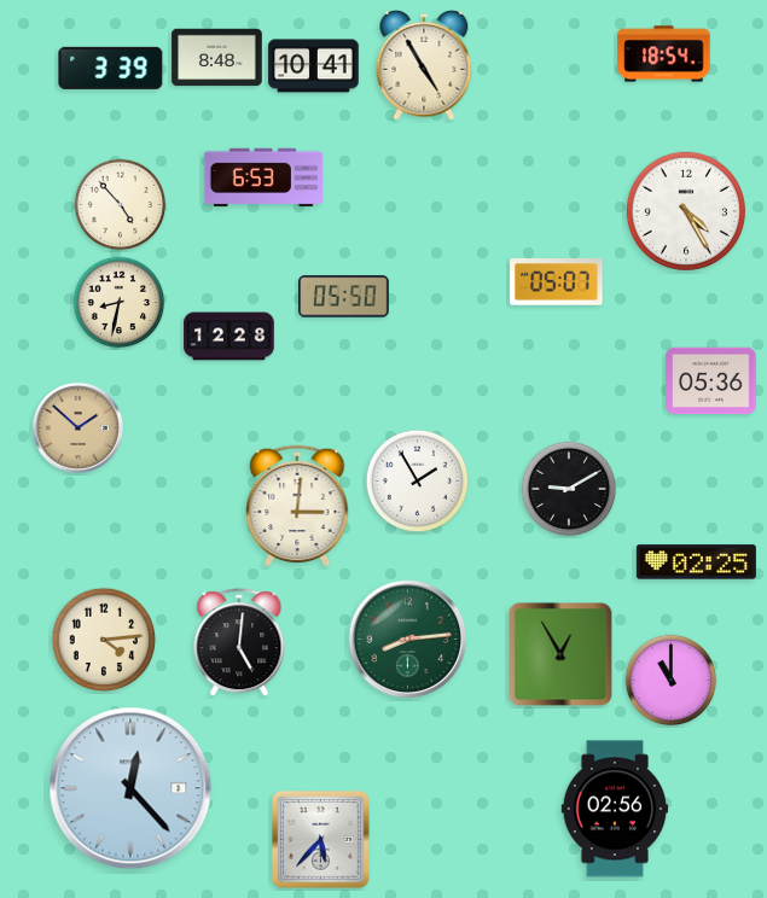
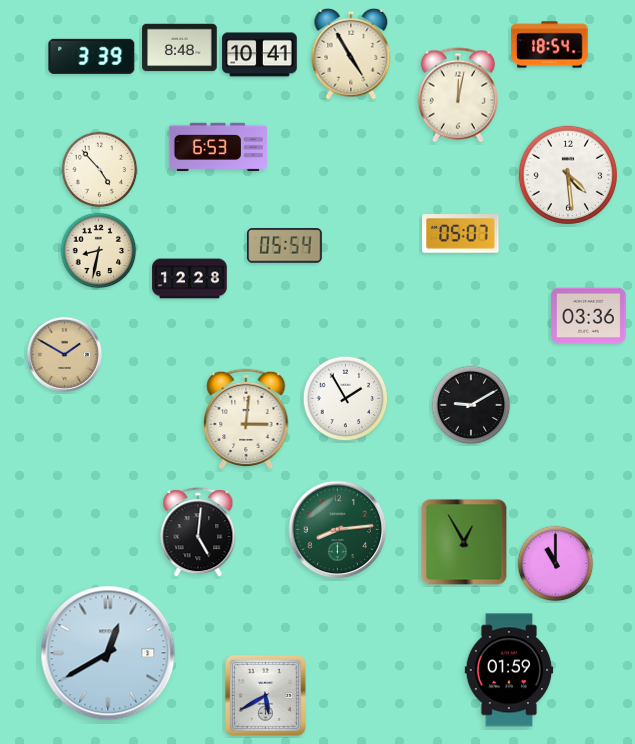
clock at (458, 95): none -> 12:02
clock at (686, 211): 4:25 -> 4:29
clock at (344, 297): 05:50 -> 05:54
clock at (711, 381): 05:36 -> 03:36
clock at (77, 427): 1:52 -> 1:50
clock at (696, 562): 02:25 -> none
clock at (104, 640): 4:14 -> none
clock at (130, 788): 12:23 -> 12:40
clock at (615, 809): 02:56 -> 01:59
clock at (320, 839): 5:37 -> 5:40
